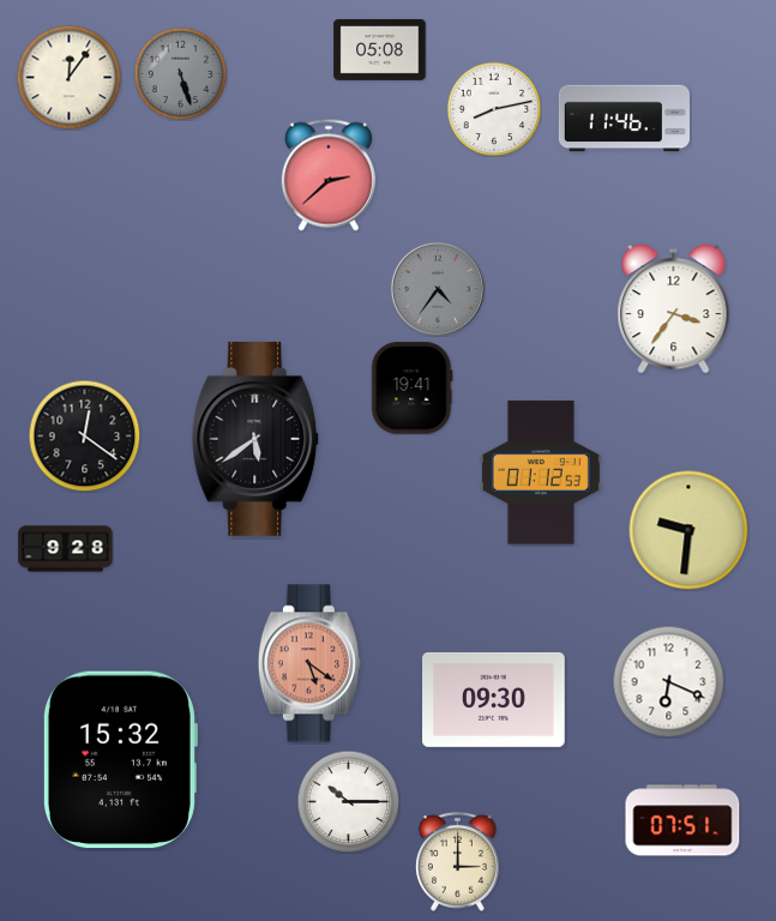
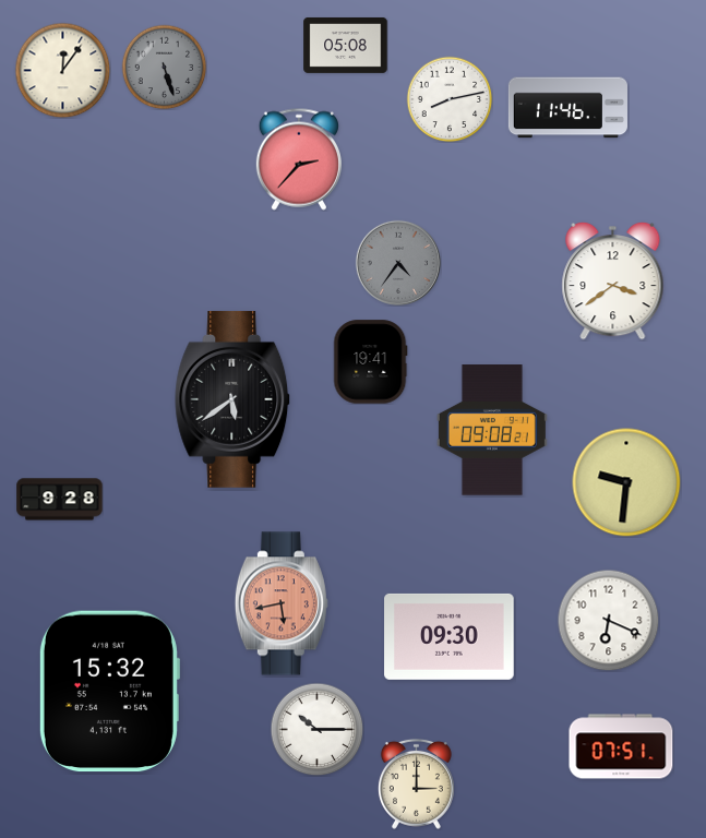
clock at (329, 175): 2:38 -> 2:37
clock at (674, 308): 3:36 -> 3:39
clock at (411, 389) position: (411, 389) -> (370, 362)
clock at (84, 435): 12:21 -> none
clock at (541, 472): 01:12 -> 09:08
clock at (309, 663): 5:21 -> 5:43
